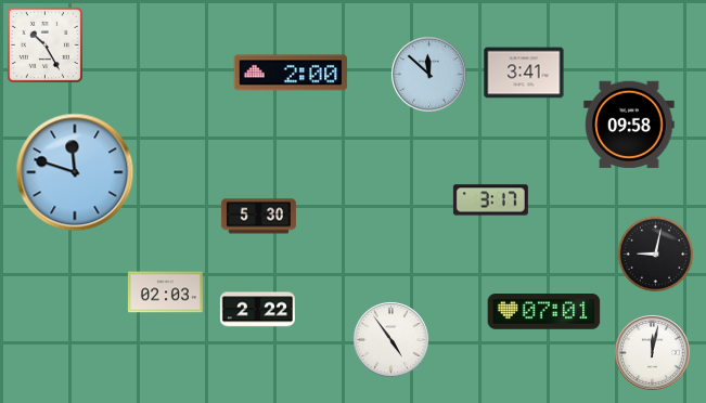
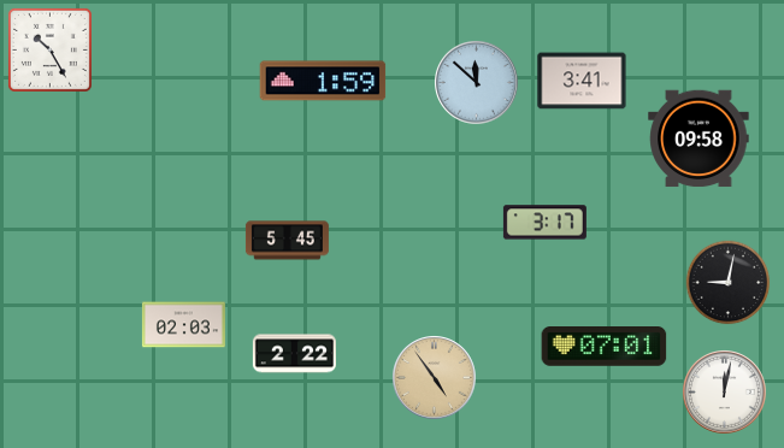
clock at (291, 73): 2:00 -> 1:59
clock at (75, 172): 11:48 -> none
clock at (258, 217): 5:30 -> 5:45
clock at (257, 310) position: (257, 310) -> (294, 354)
clock at (391, 340) dial: white -> champagne
